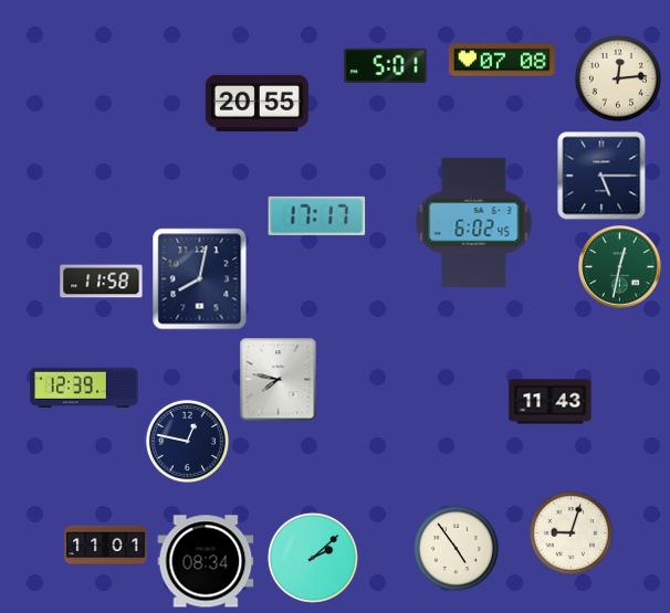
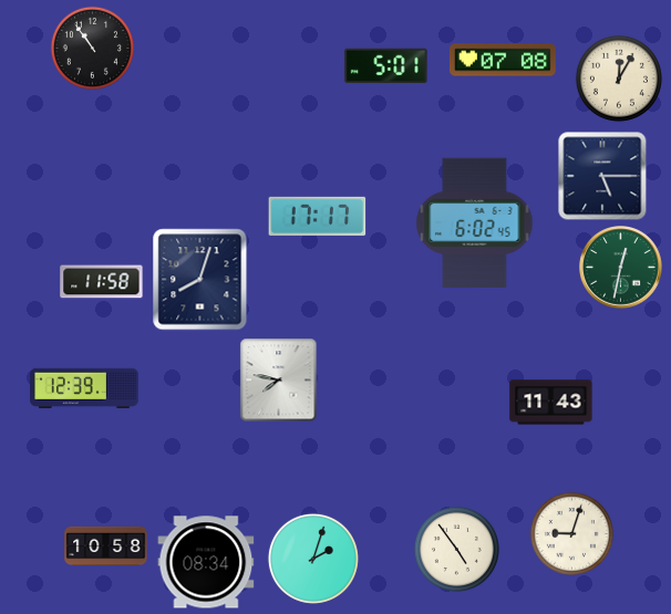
clock at (92, 48): none -> 10:54
clock at (618, 78): 12:14 -> 12:05
clock at (257, 103): 20:55 -> none
clock at (200, 279): 8:02 -> 8:03
clock at (187, 441): 12:47 -> none
clock at (106, 546): 11:01 -> 10:58
clock at (313, 558): 2:08 -> 2:03
